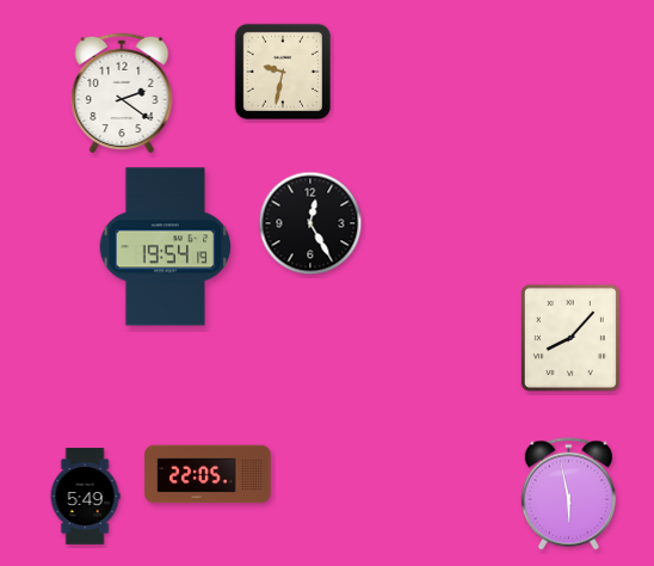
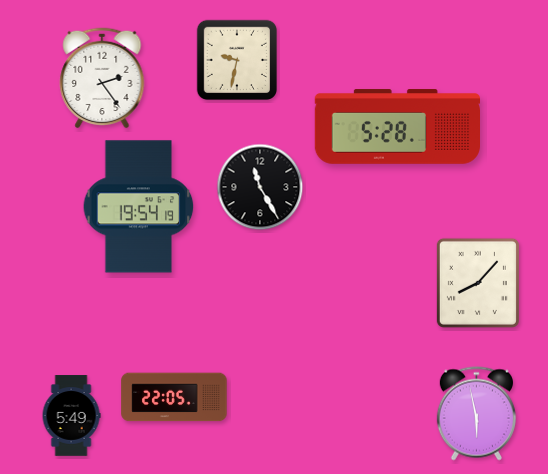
clock at (122, 93): 2:21 -> 2:24
clock at (397, 127): none -> 5:28
clock at (310, 223): 12:25 -> 11:25
